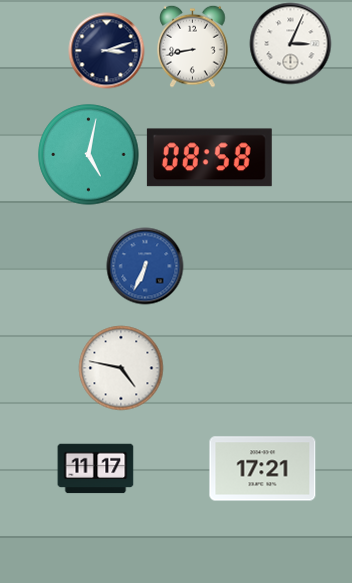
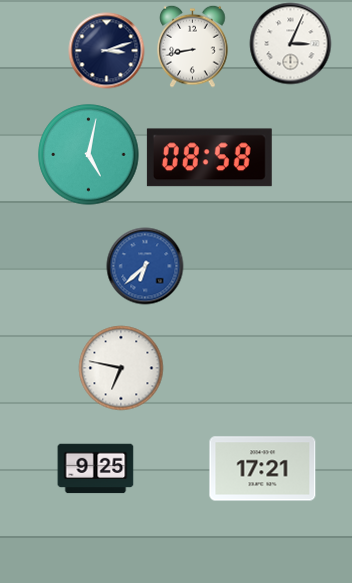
clock at (145, 266): 6:34 -> 6:38
clock at (121, 368): 4:47 -> 6:47
clock at (96, 469): 11:17 -> 9:25
